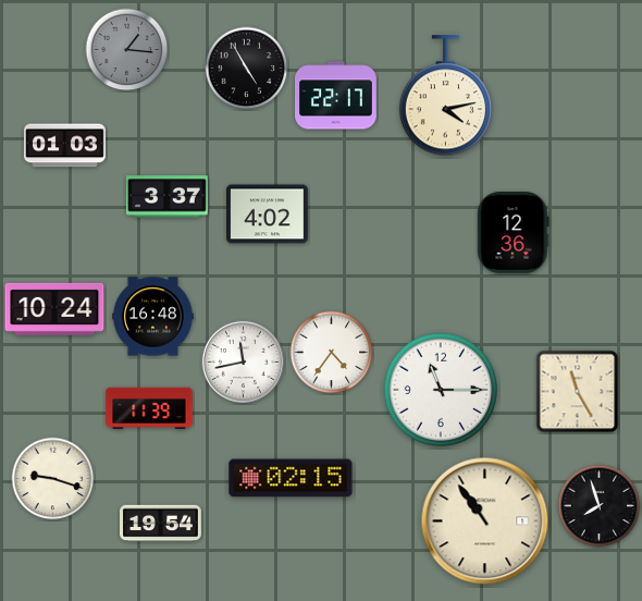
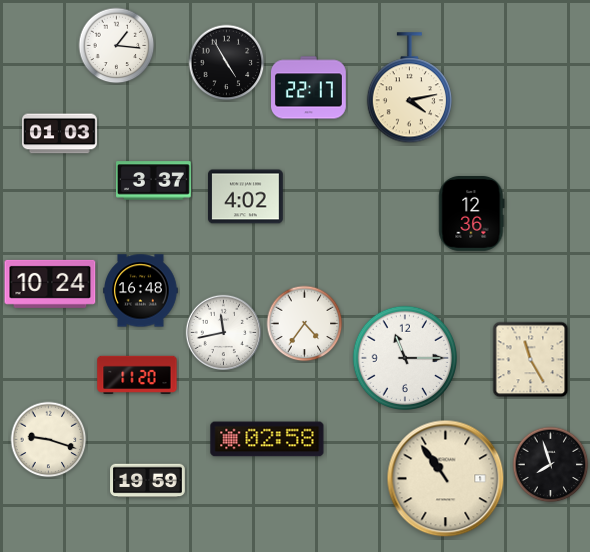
clock at (127, 50) dial: grey -> white
clock at (149, 407): 11:39 -> 11:20
clock at (291, 478): 02:15 -> 02:58
clock at (161, 524): 19:54 -> 19:59
